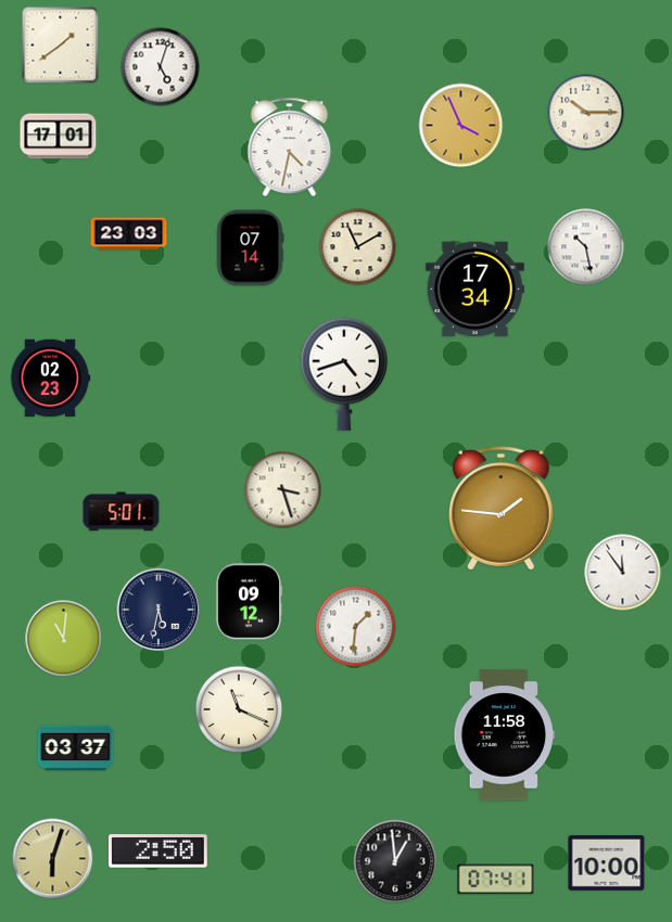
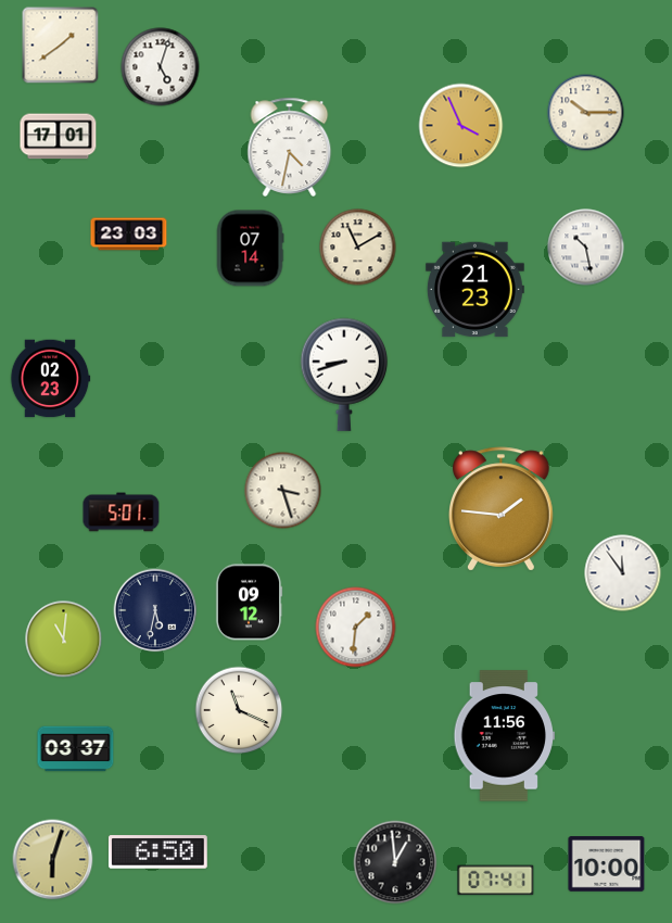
clock at (474, 290): 17:34 -> 21:23
clock at (344, 374): 4:42 -> 8:42
clock at (159, 610) position: (159, 610) -> (155, 610)
clock at (504, 735): 11:58 -> 11:56
clock at (157, 851): 2:50 -> 6:50
